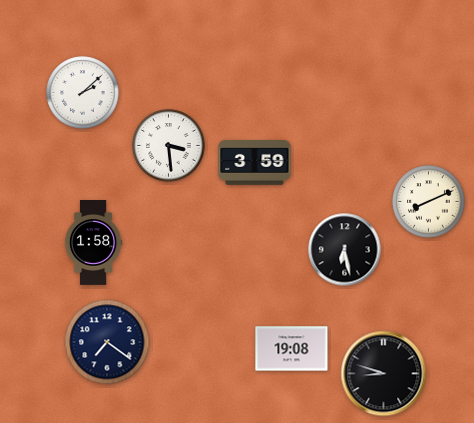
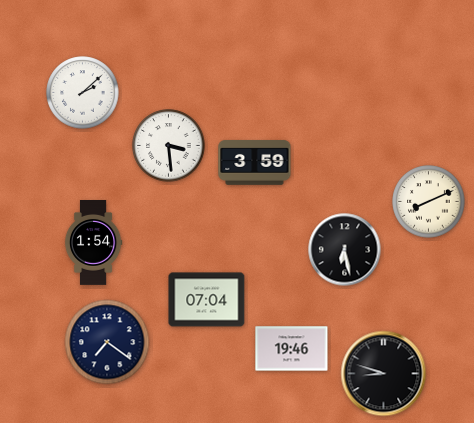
clock at (93, 243): 1:58 -> 1:54
clock at (207, 300): none -> 07:04
clock at (292, 349): 19:08 -> 19:46
